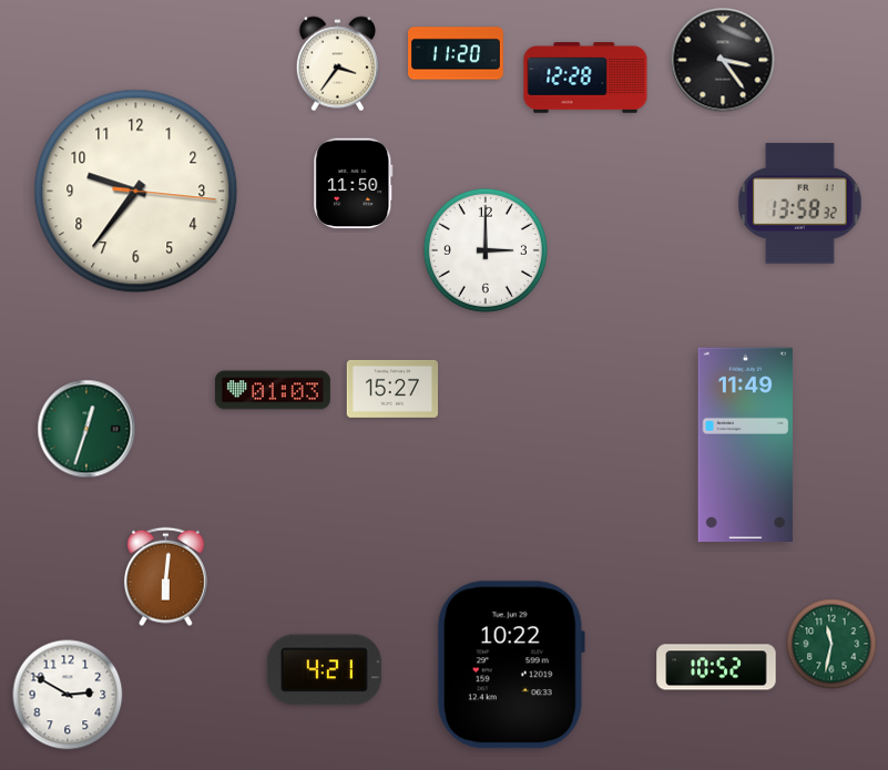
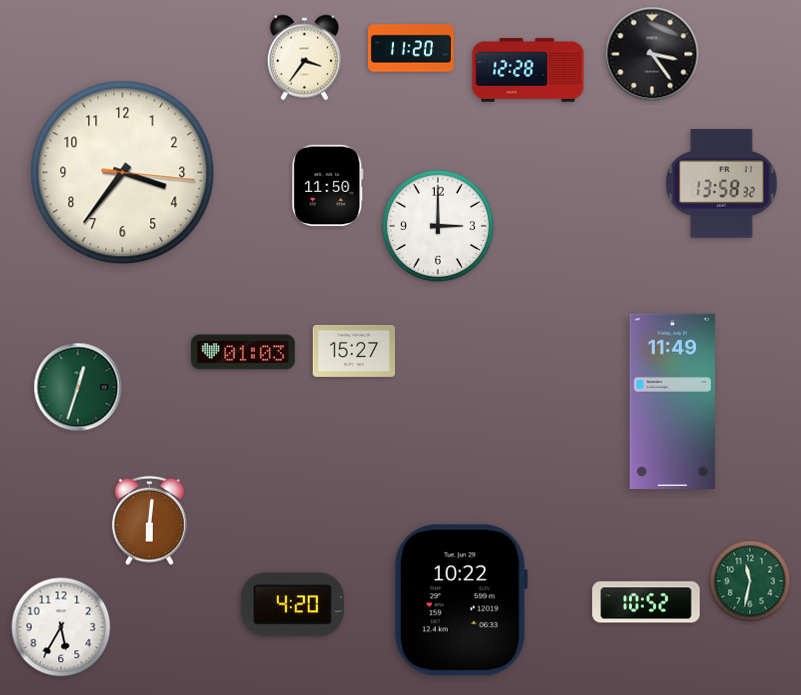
clock at (354, 184) position: (354, 184) -> (328, 186)
clock at (136, 192): 9:36 -> 3:36
clock at (273, 390) position: (273, 390) -> (243, 352)
clock at (324, 670): 4:21 -> 4:20
clock at (68, 695): 2:50 -> 5:35
